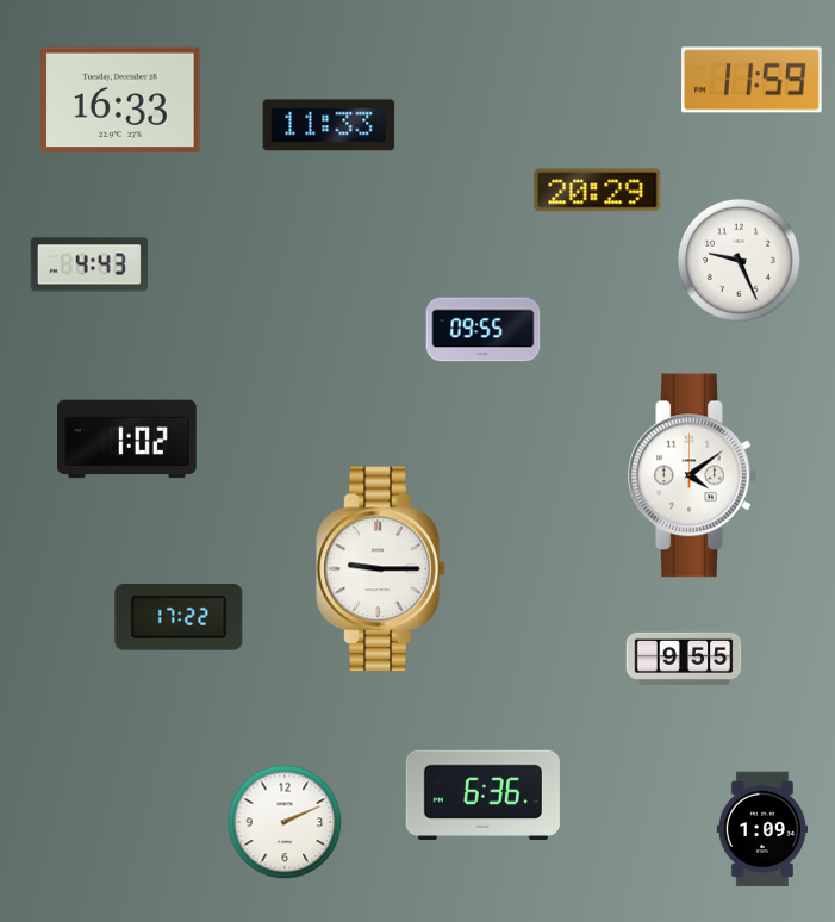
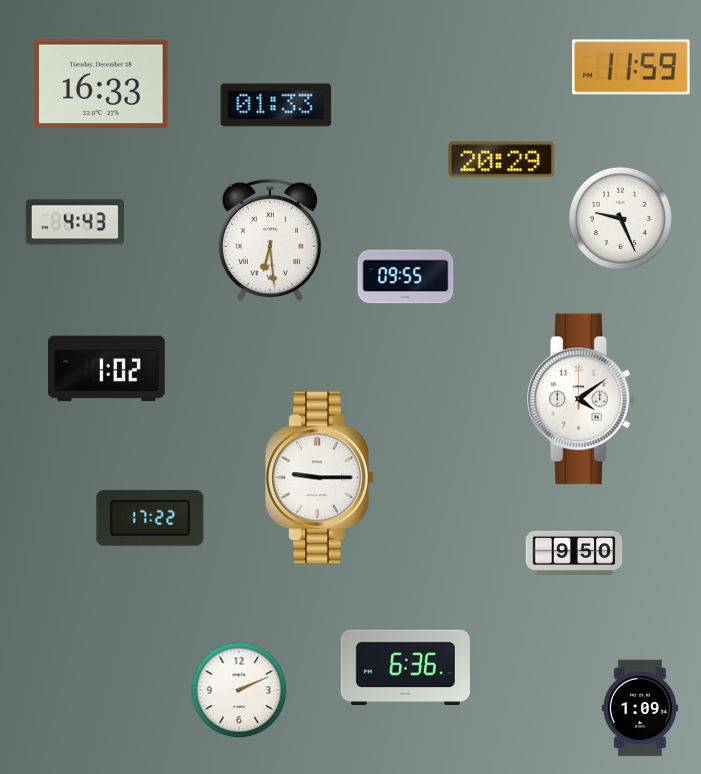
clock at (329, 125): 11:33 -> 01:33
clock at (270, 240): none -> 6:29
clock at (684, 658): 9:55 -> 9:50
clock at (762, 829) position: (762, 829) -> (640, 708)
